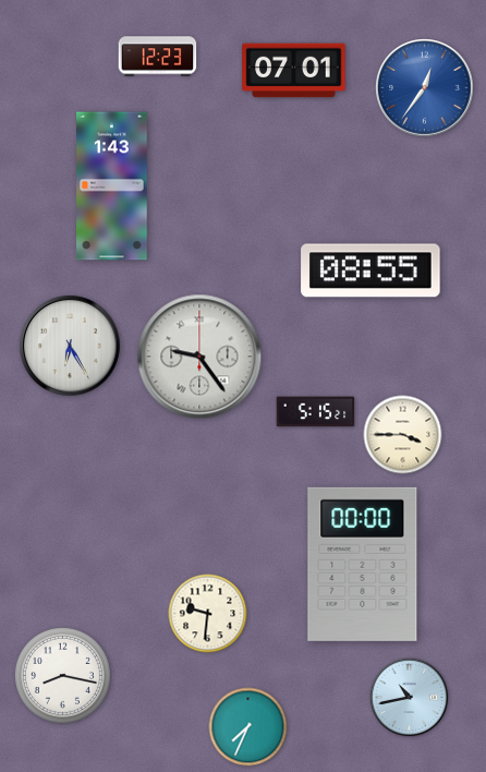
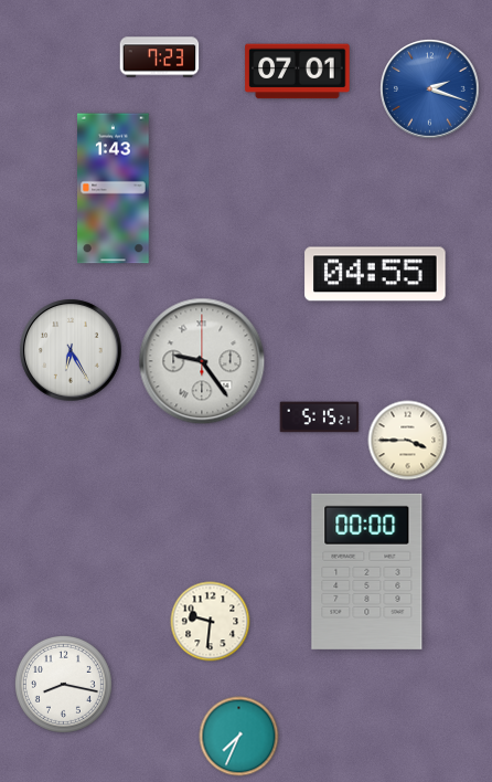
clock at (158, 57): 12:23 -> 7:23
clock at (425, 88): 12:36 -> 2:18
clock at (370, 270): 08:55 -> 04:55
clock at (410, 698): 10:43 -> none
clock at (248, 727) position: (248, 727) -> (239, 737)
